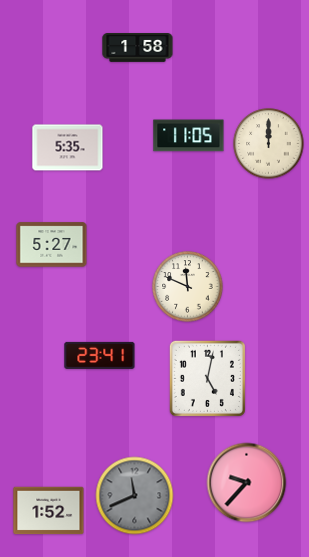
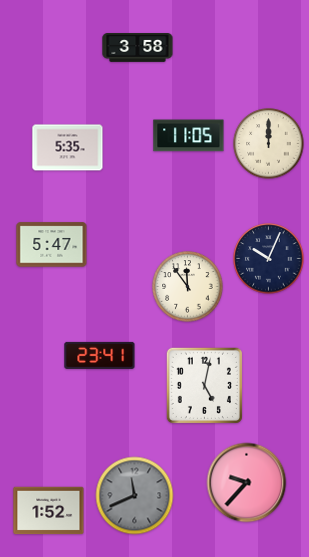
clock at (138, 48): 1:58 -> 3:58
clock at (52, 245): 5:27 -> 5:47
clock at (269, 259): none -> 10:04
clock at (188, 287): 11:49 -> 11:54
clock at (207, 378) position: (207, 378) -> (204, 385)
